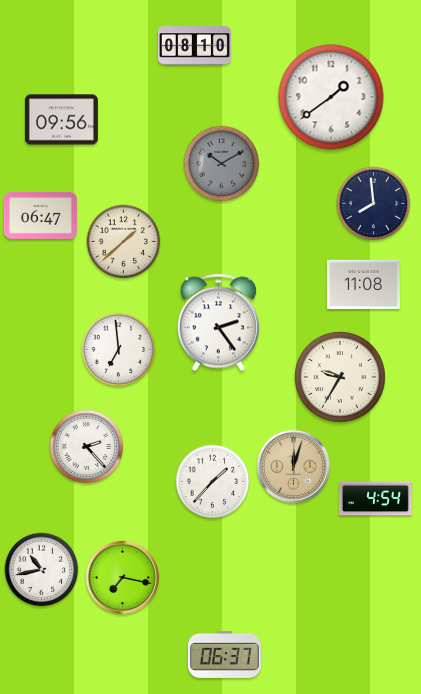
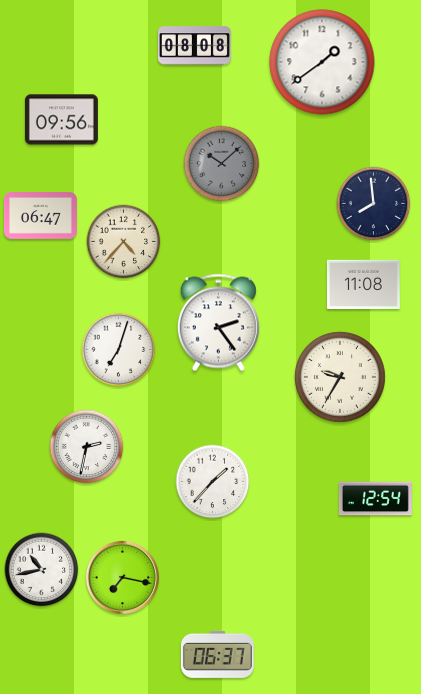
clock at (194, 46): 08:10 -> 08:08
clock at (331, 97) position: (331, 97) -> (322, 62)
clock at (222, 164): 10:10 -> 10:08
clock at (124, 242): 1:38 -> 4:37
clock at (119, 350): 6:59 -> 7:03
clock at (87, 447): 2:23 -> 2:32
clock at (293, 466): 12:03 -> none
clock at (375, 499): 4:54 -> 12:54
clock at (224, 654) position: (224, 654) -> (217, 654)
